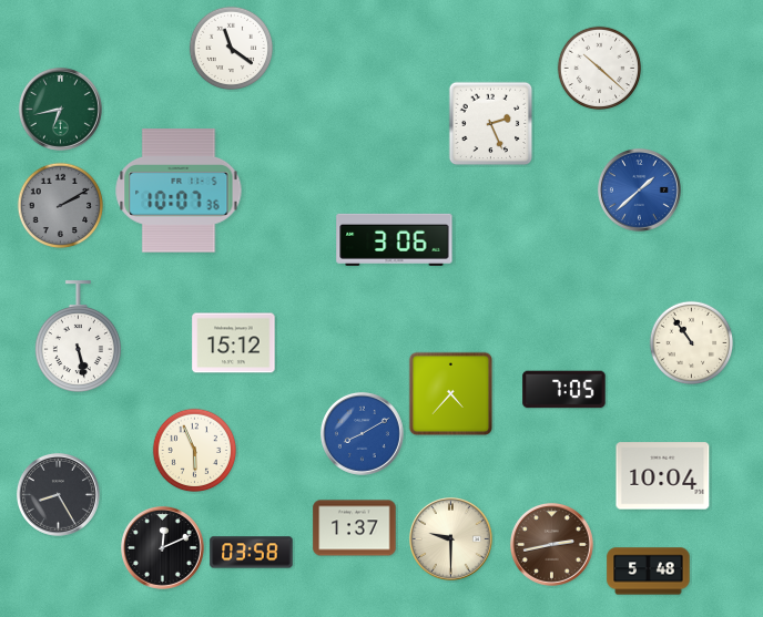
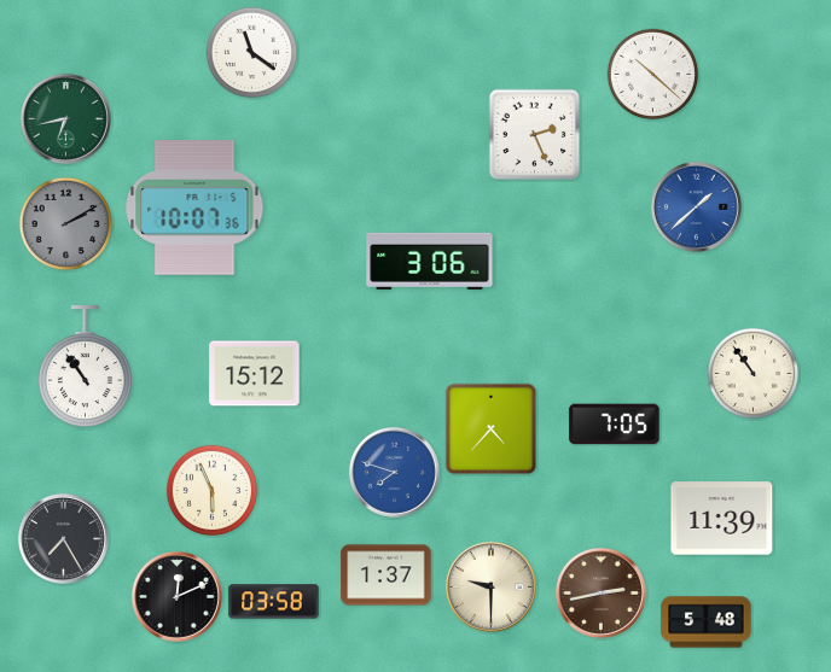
clock at (78, 336): 5:28 -> 10:54
clock at (362, 433): 8:10 -> 7:48
clock at (663, 476): 10:04 -> 11:39
clock at (58, 494): 8:25 -> 7:25
